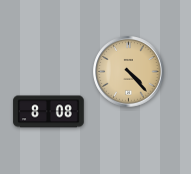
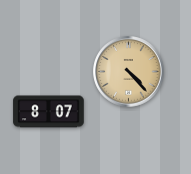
clock at (49, 112): 8:08 -> 8:07
